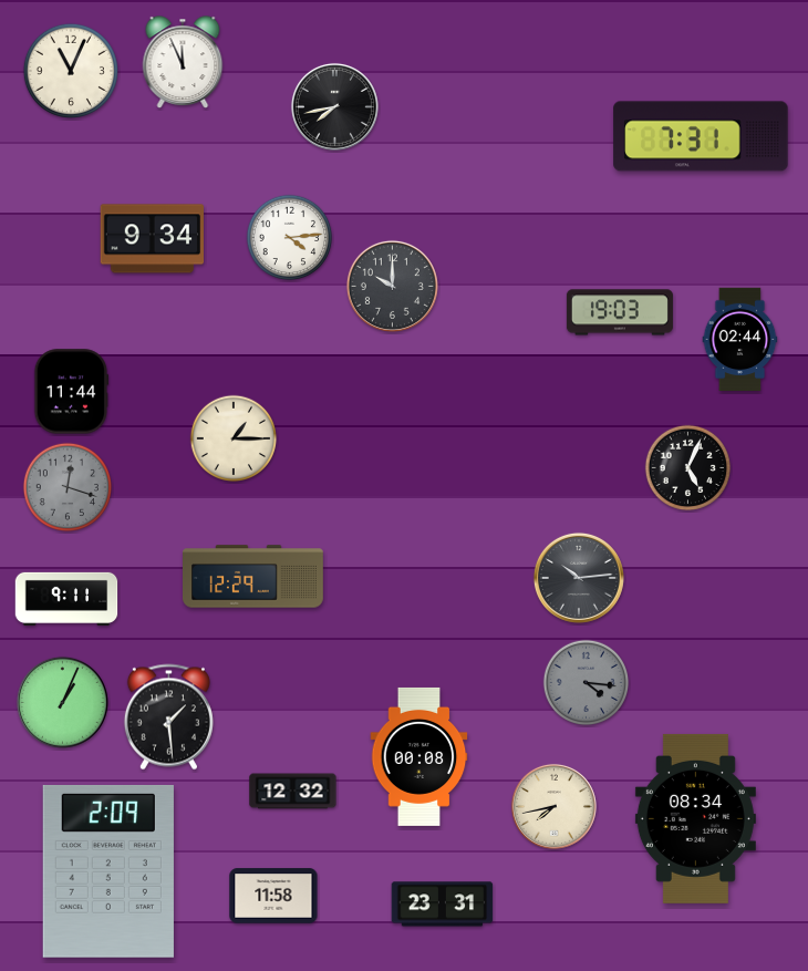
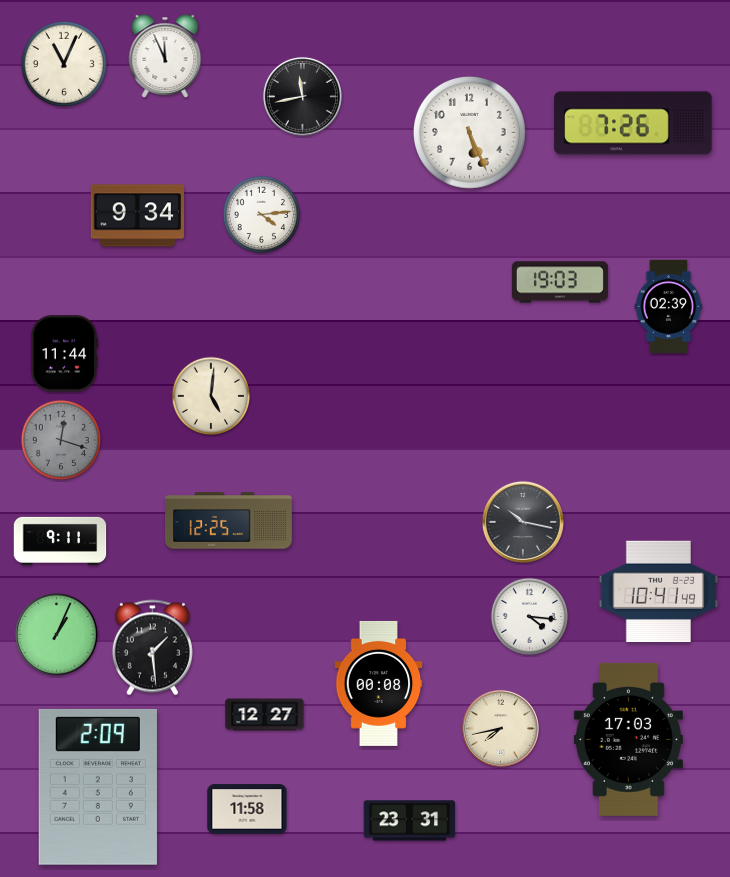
clock at (334, 106): 7:43 -> 11:43
clock at (701, 136): 7:31 -> 7:26
clock at (469, 132): none -> 5:26
clock at (392, 286): 10:00 -> none
clock at (740, 340): 02:44 -> 02:39
clock at (234, 438): 1:15 -> 5:01
clock at (688, 468): 5:04 -> none
clock at (253, 577): 12:29 -> 12:25
clock at (579, 578): 10:14 -> 10:17
clock at (659, 592): none -> 10:41
clock at (587, 683) dial: grey -> white
clock at (293, 792): 12:32 -> 12:27
clock at (695, 818): 08:34 -> 17:03
clock at (443, 905) position: (443, 905) -> (410, 821)
